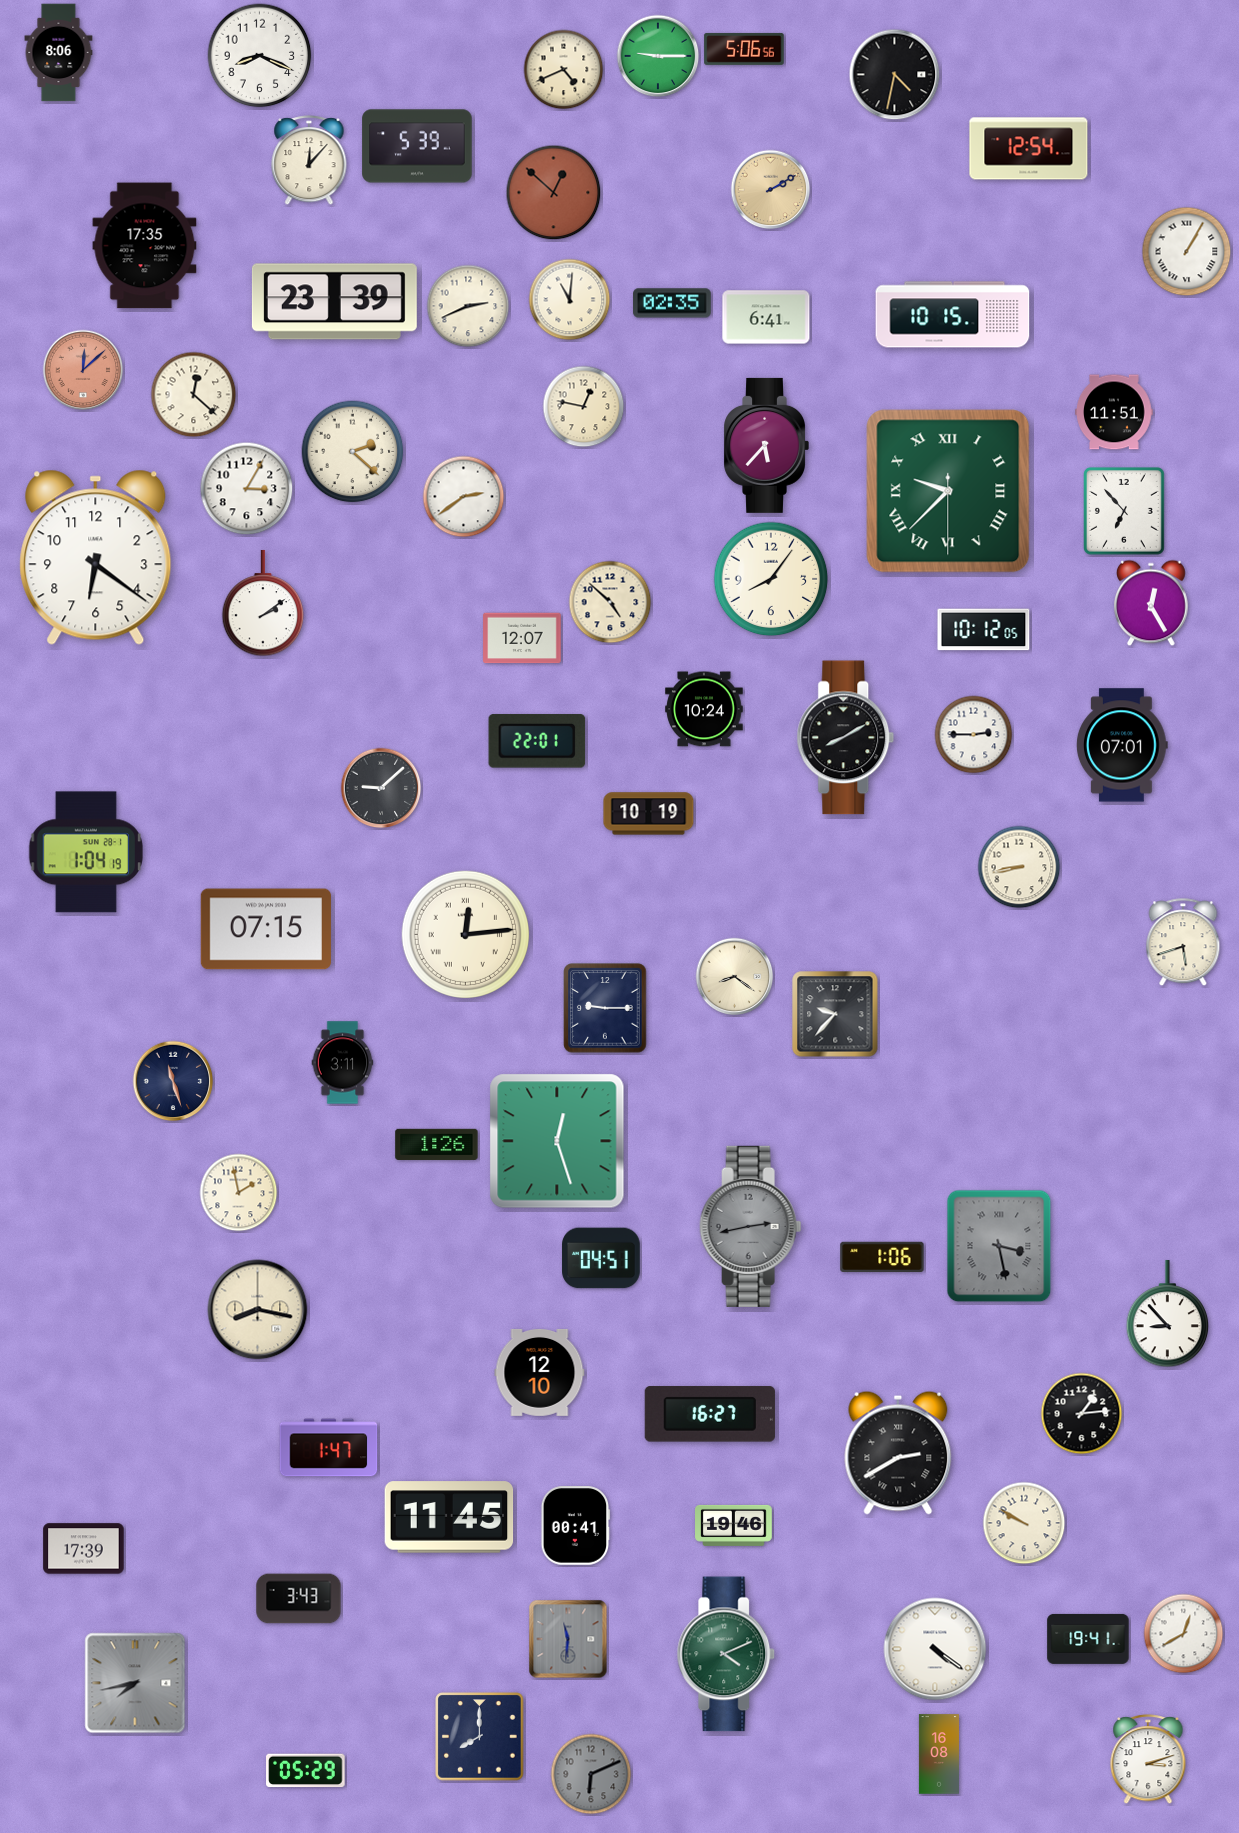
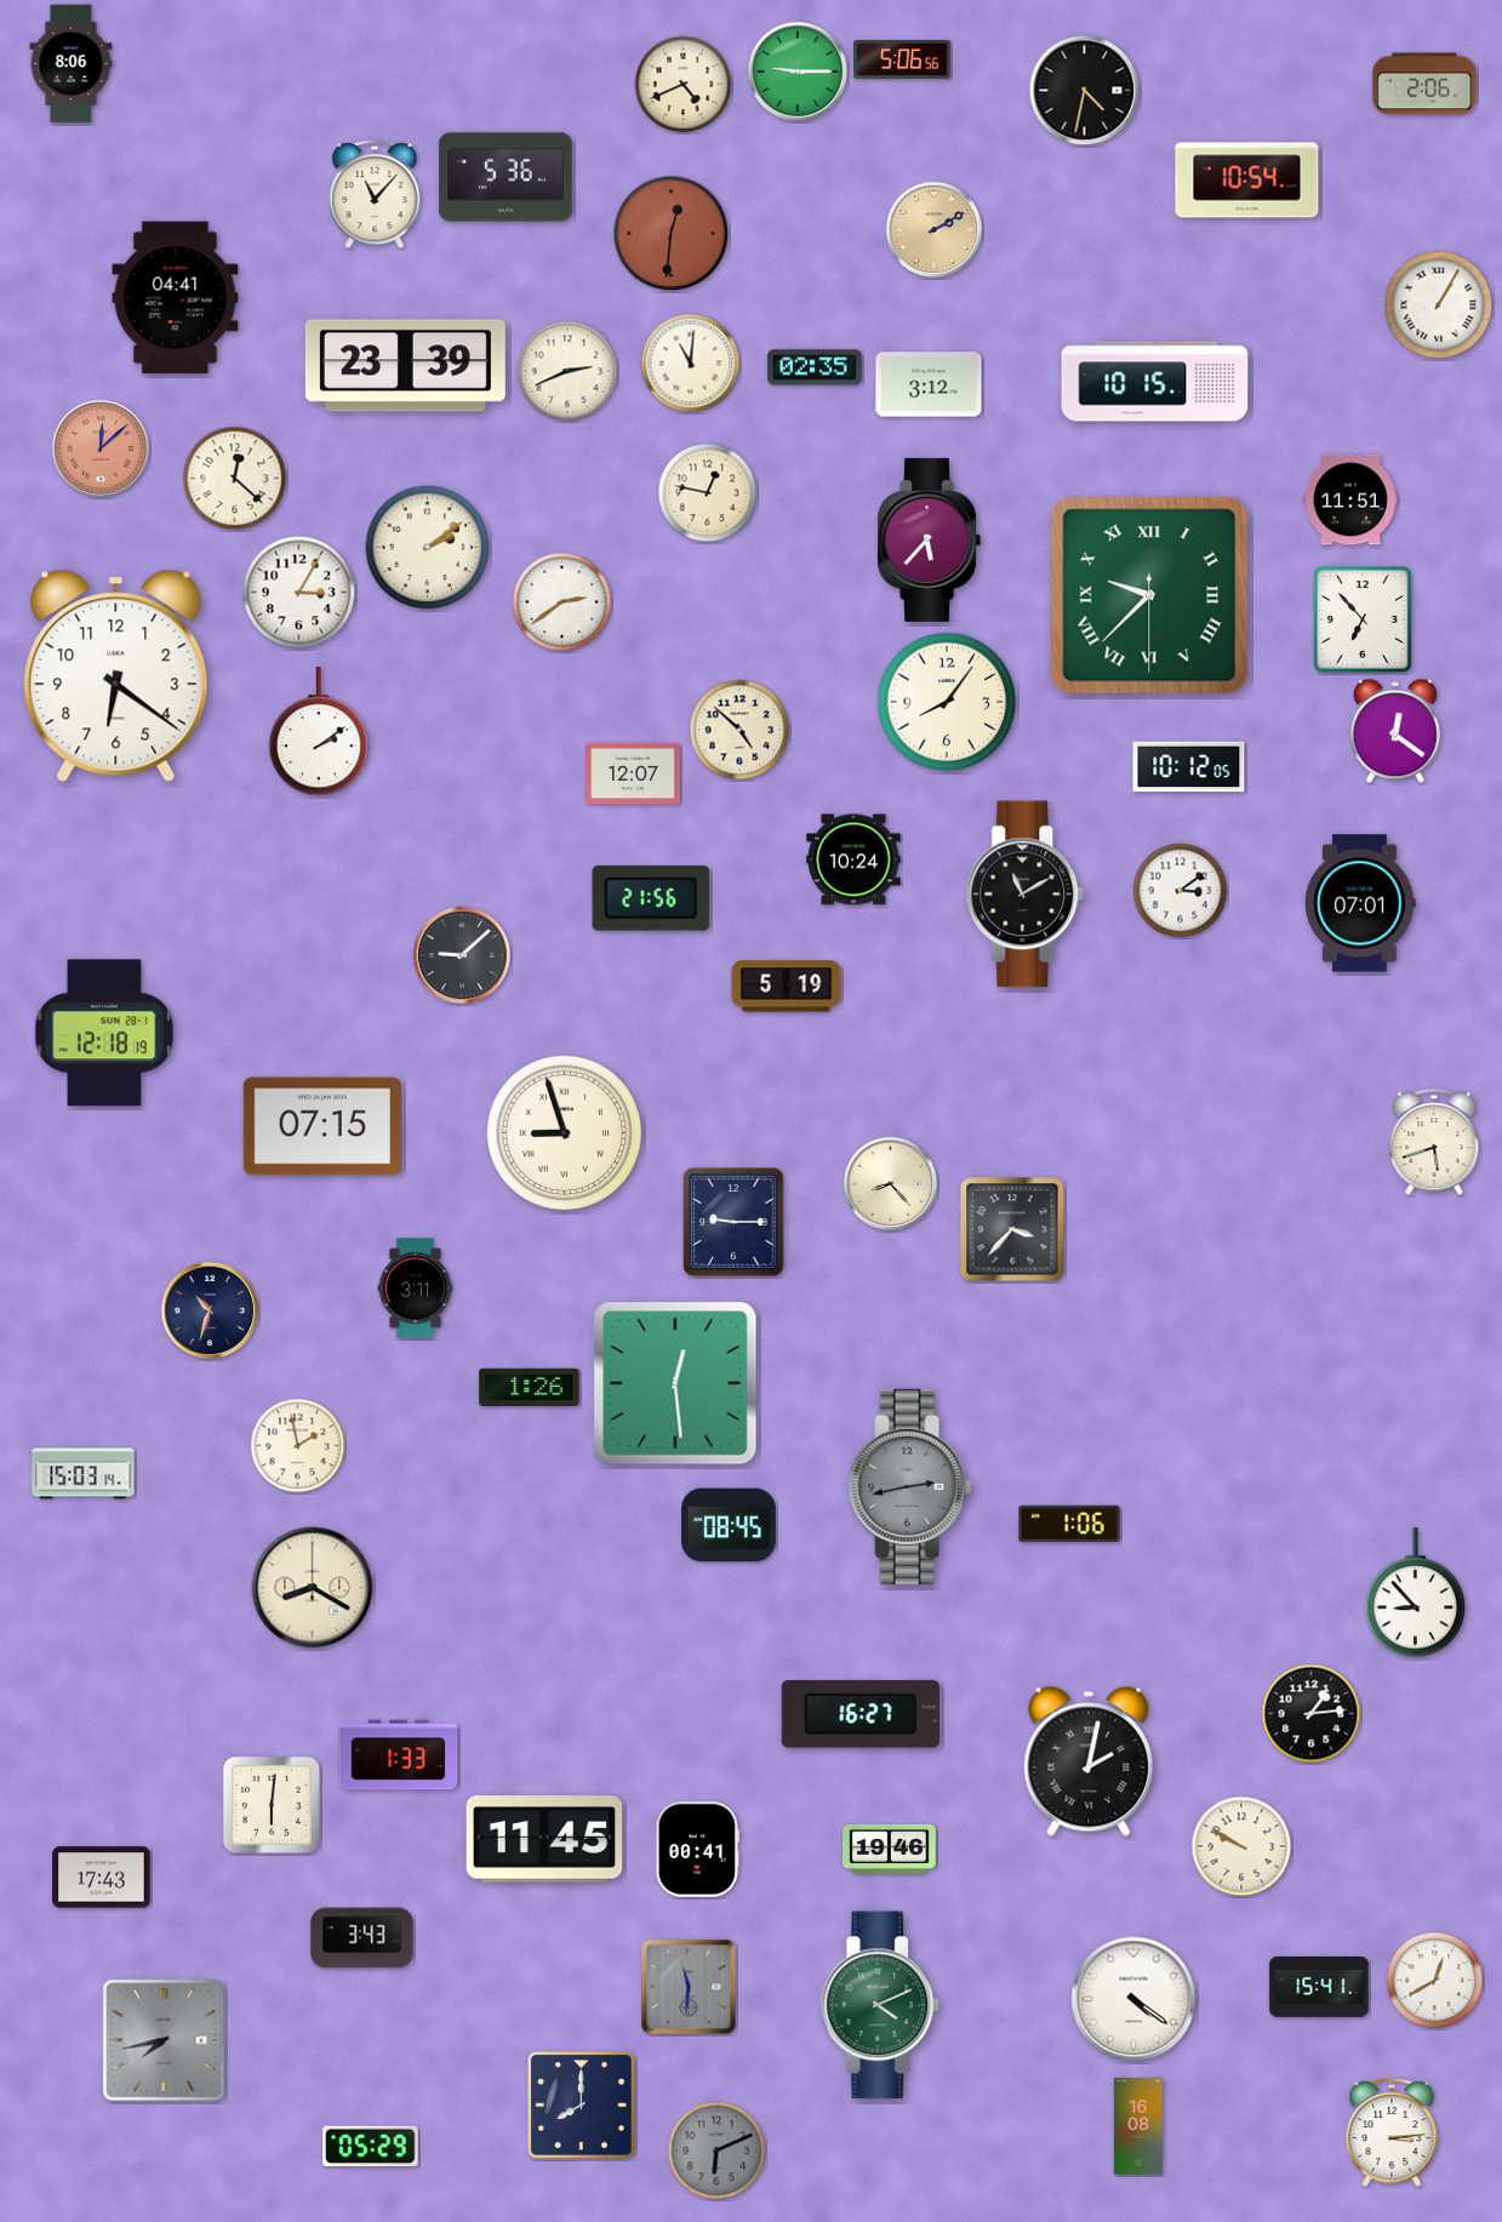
clock at (260, 56): 8:19 -> none
clock at (658, 56) position: (658, 56) -> (798, 72)
clock at (1424, 84): none -> 2:06
clock at (417, 146): 5:39 -> 5:36
clock at (1029, 149): 12:54 -> 10:54
clock at (309, 161): 12:07 -> 11:07
clock at (554, 193): 12:52 -> 12:31
clock at (145, 246): 17:35 -> 04:41
clock at (766, 317): 6:41 -> 3:12
clock at (353, 452): 2:22 -> 2:09
clock at (771, 579) position: (771, 579) -> (947, 702)
clock at (1152, 603): 12:25 -> 12:21
clock at (984, 630) position: (984, 630) -> (1189, 767)
clock at (974, 735): 2:45 -> 3:09
clock at (846, 738): 8:10 -> 11:10
clock at (537, 741): 22:01 -> 21:56
clock at (649, 814): 10:19 -> 5:19
clock at (85, 852): 1:04 -> 12:18
clock at (1019, 867): 8:43 -> none
clock at (466, 935): 12:14 -> 8:57
clock at (735, 977): 8:21 -> 8:23
clock at (835, 1014): 9:37 -> 3:37
clock at (173, 1081): 11:27 -> 10:33
clock at (557, 1141): 12:27 -> 12:29
clock at (239, 1193) position: (239, 1193) -> (298, 1446)
clock at (84, 1474): none -> 15:03
clock at (999, 1246): 3:28 -> none
clock at (601, 1258): 04:51 -> 08:45
clock at (258, 1310): 8:17 -> 8:20
clock at (540, 1372): 12:10 -> none
clock at (329, 1448): 1:47 -> 1:33
clock at (898, 1453): 2:40 -> 2:02
clock at (272, 1805): none -> 6:01
clock at (84, 1549): 17:39 -> 17:43
clock at (1088, 1639): 19:41 -> 15:41
clock at (1148, 1760): 3:12 -> 3:14
